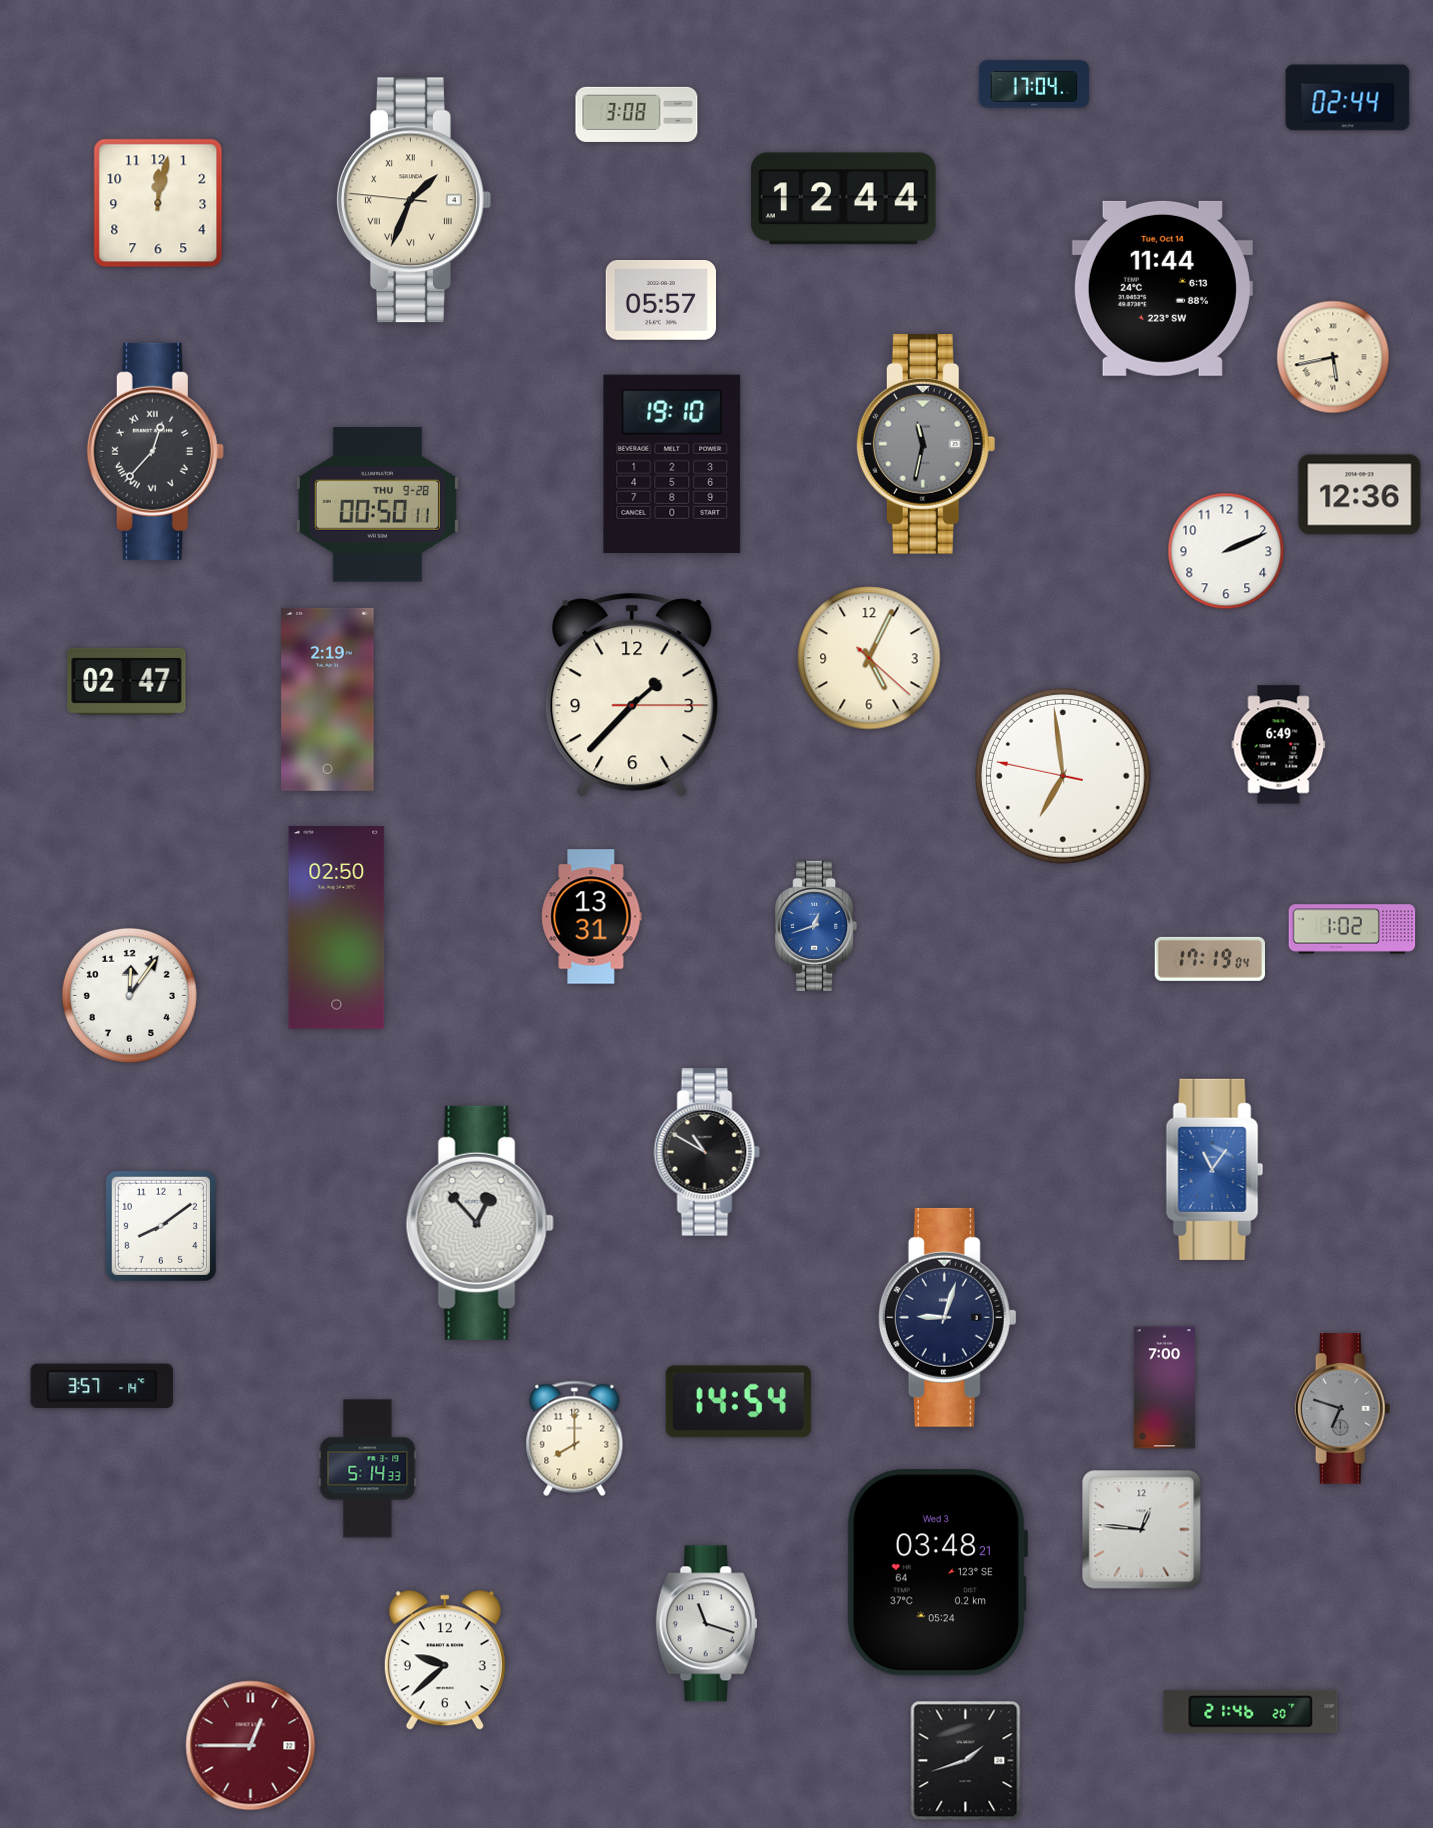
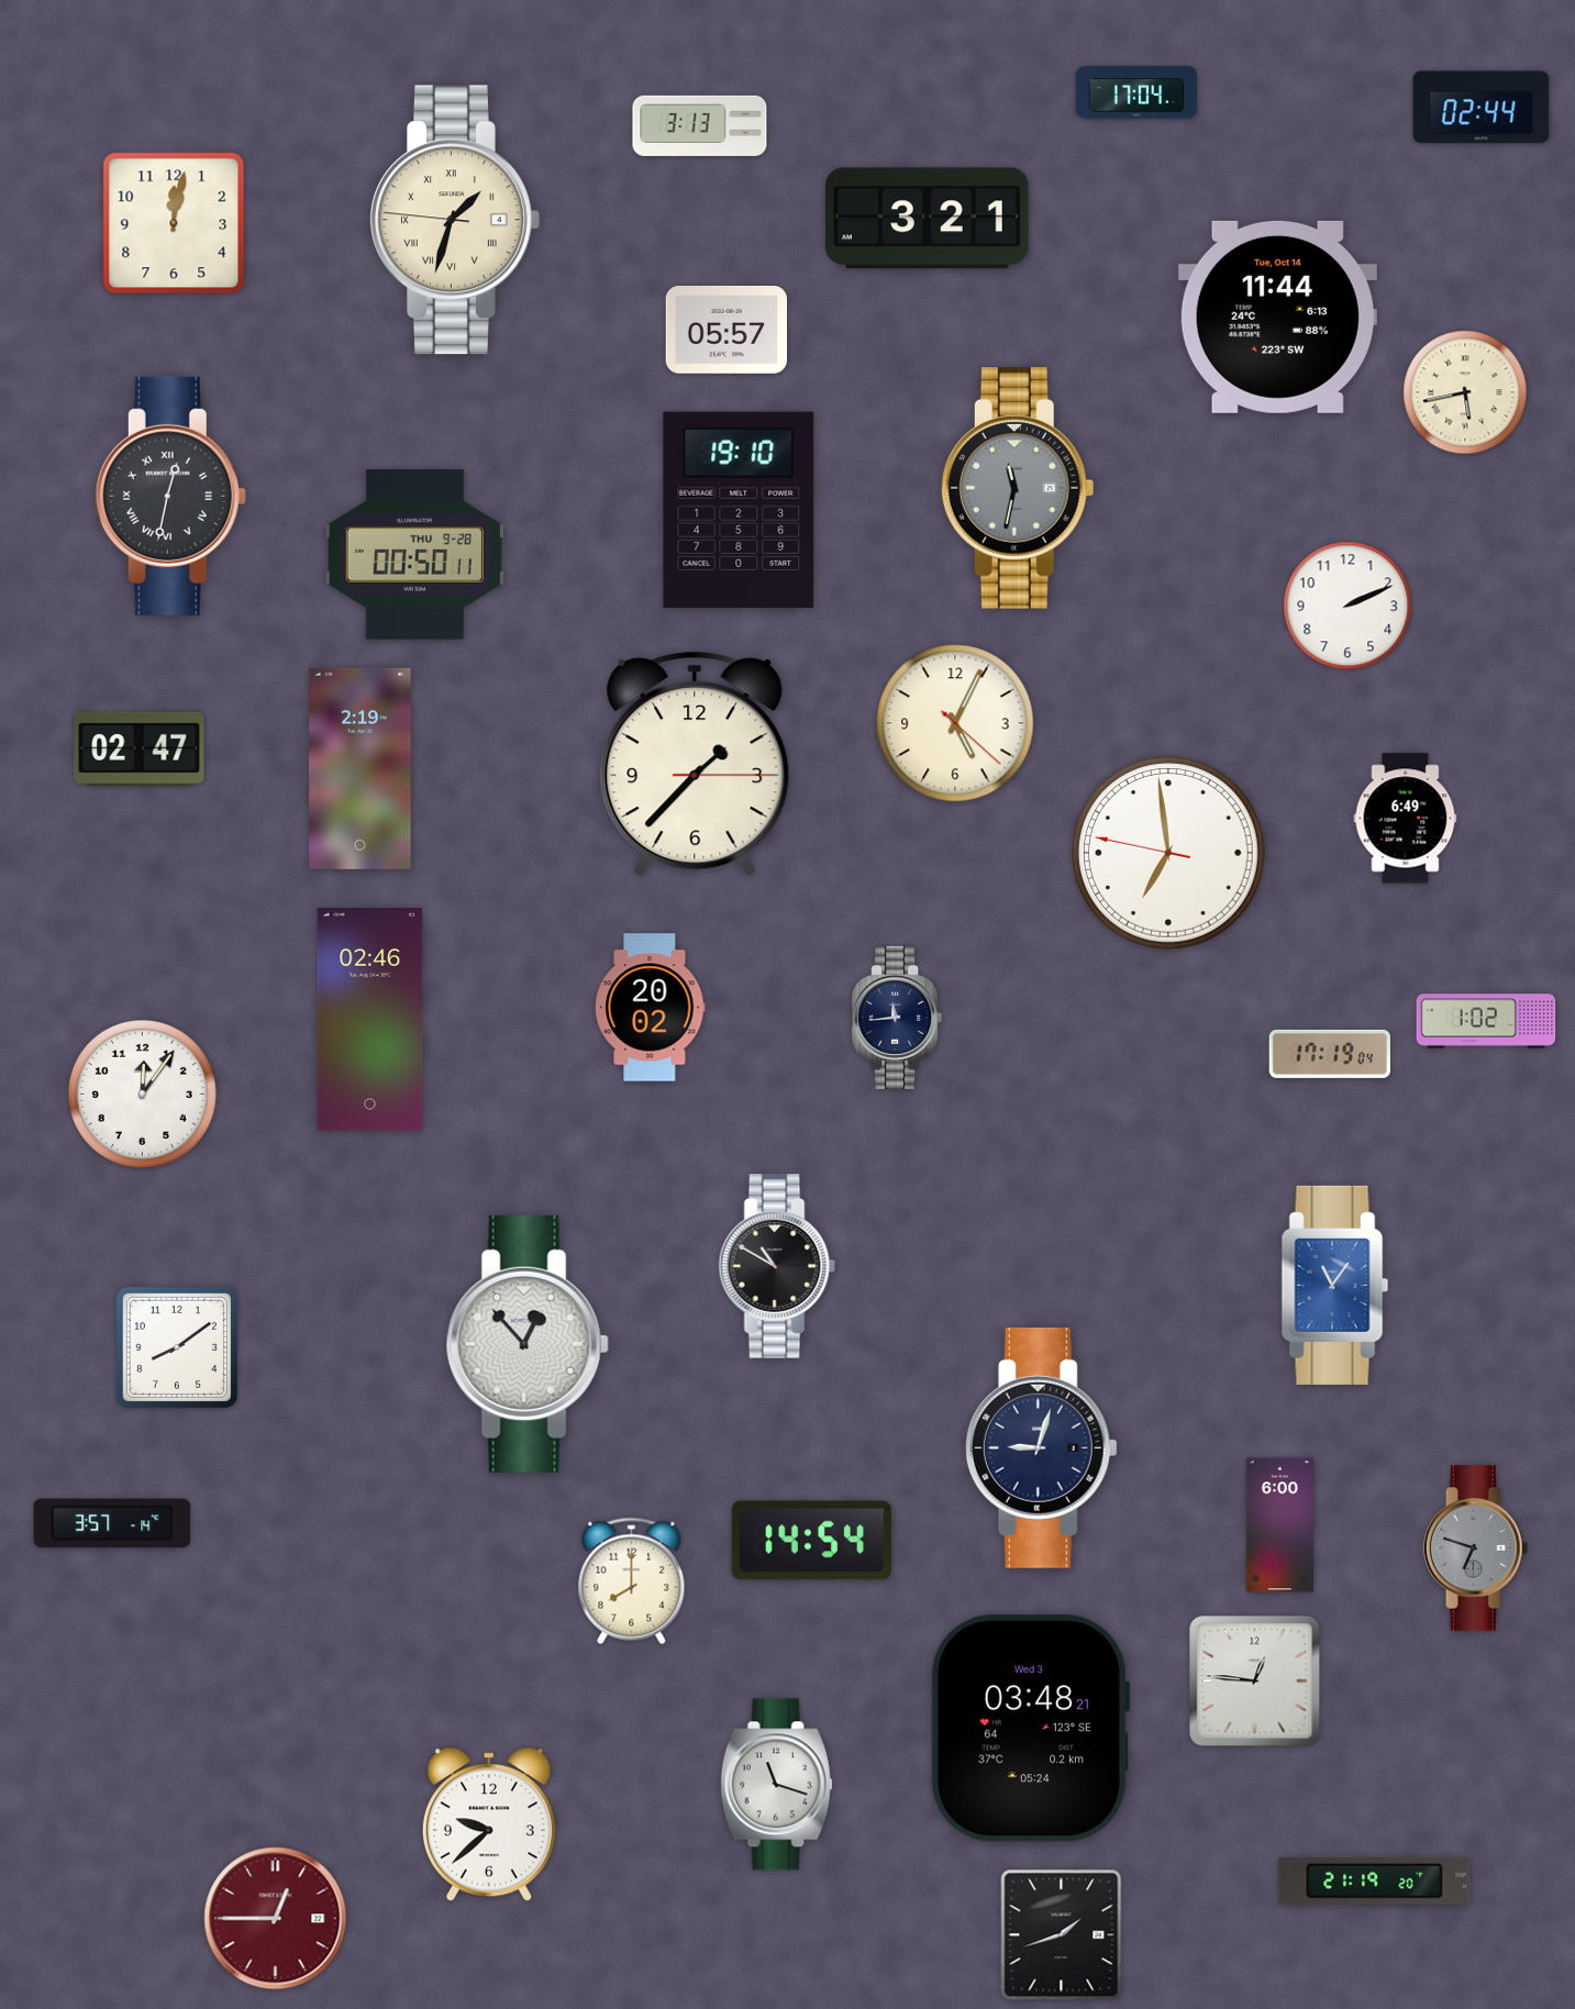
clock at (637, 114): 3:08 -> 3:13
clock at (843, 199): 12:44 -> 3:21
clock at (414, 200): 1:33 -> 1:32
clock at (155, 451): 12:37 -> 12:32
clock at (1360, 495): 12:36 -> none
clock at (592, 917): 13:31 -> 20:02
clock at (816, 926): 12:42 -> 11:44
clock at (816, 926) dial: blue -> navy
clock at (337, 928): 02:50 -> 02:46
clock at (1164, 1388): 7:00 -> 6:00
clock at (368, 1469): 5:14 -> none
clock at (1251, 1711): 21:46 -> 21:19
